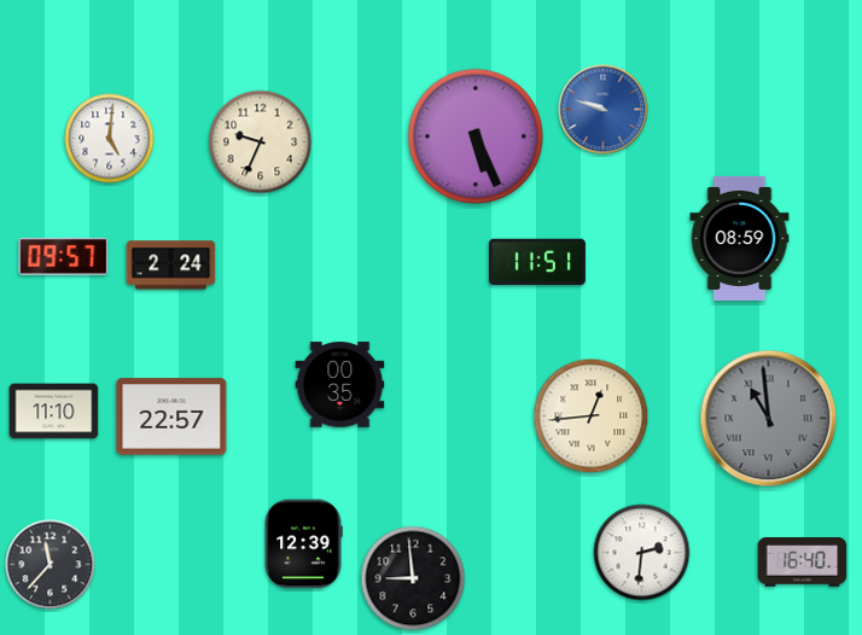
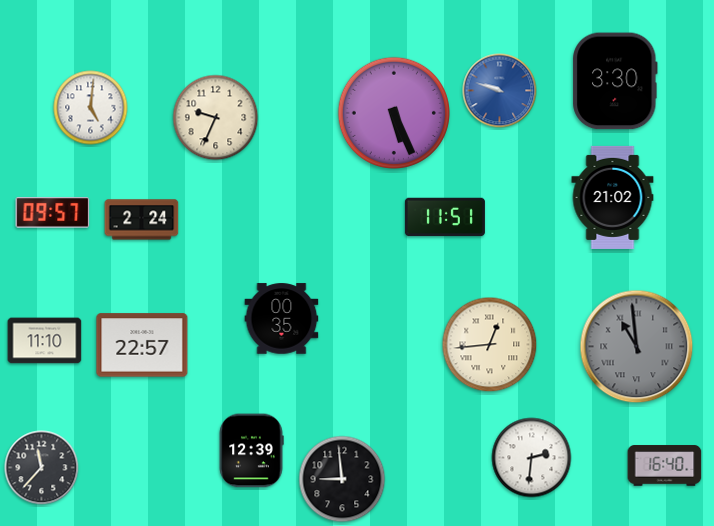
clock at (615, 81): none -> 3:30
clock at (110, 139) position: (110, 139) -> (91, 108)
clock at (740, 238): 08:59 -> 21:02
